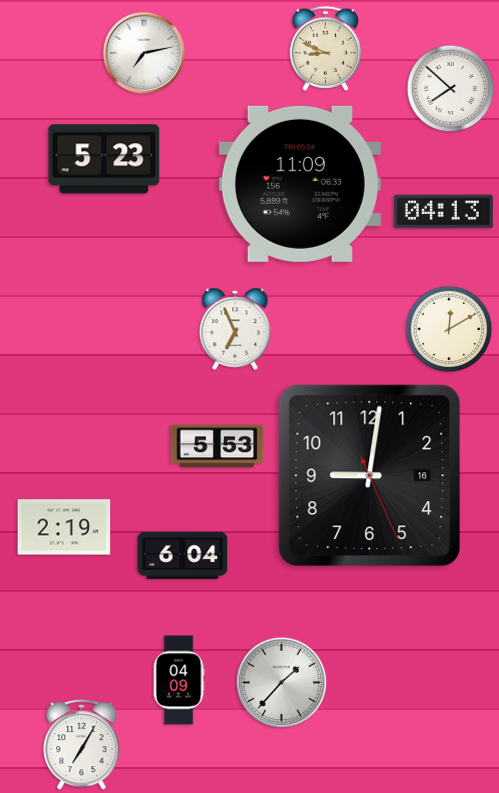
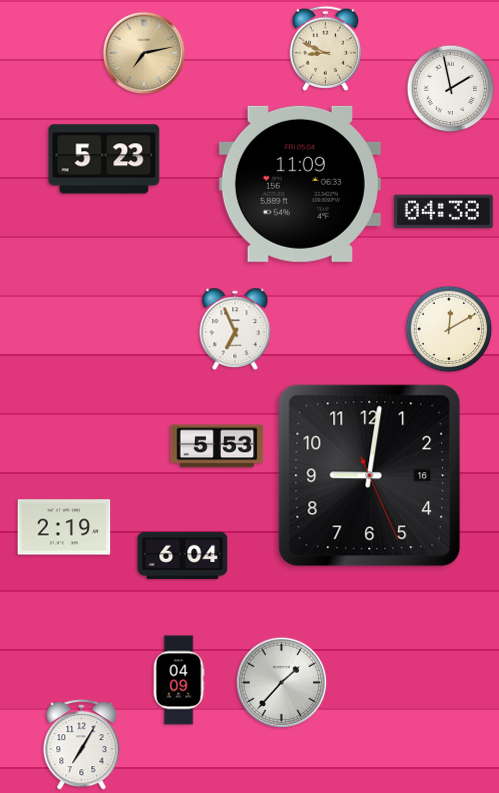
clock at (144, 53) dial: white -> champagne
clock at (451, 89): 7:52 -> 1:58
clock at (443, 212): 04:13 -> 04:38
